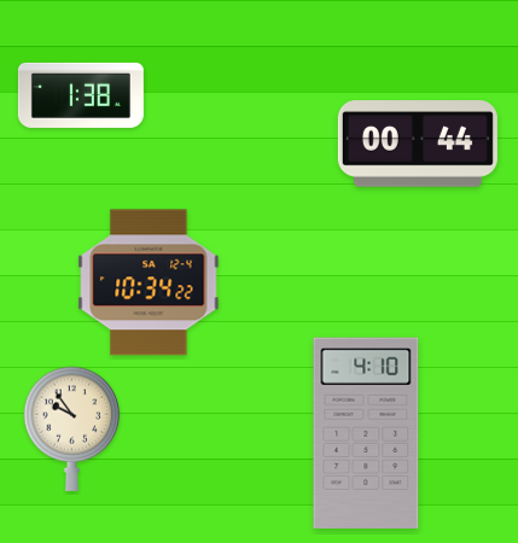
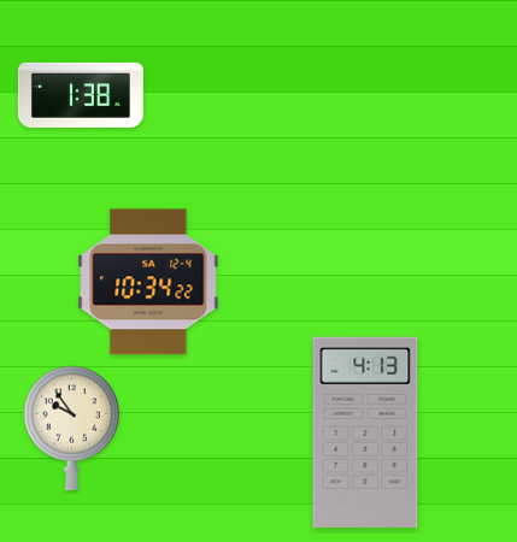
clock at (418, 144): 00:44 -> none
clock at (366, 433): 4:10 -> 4:13
